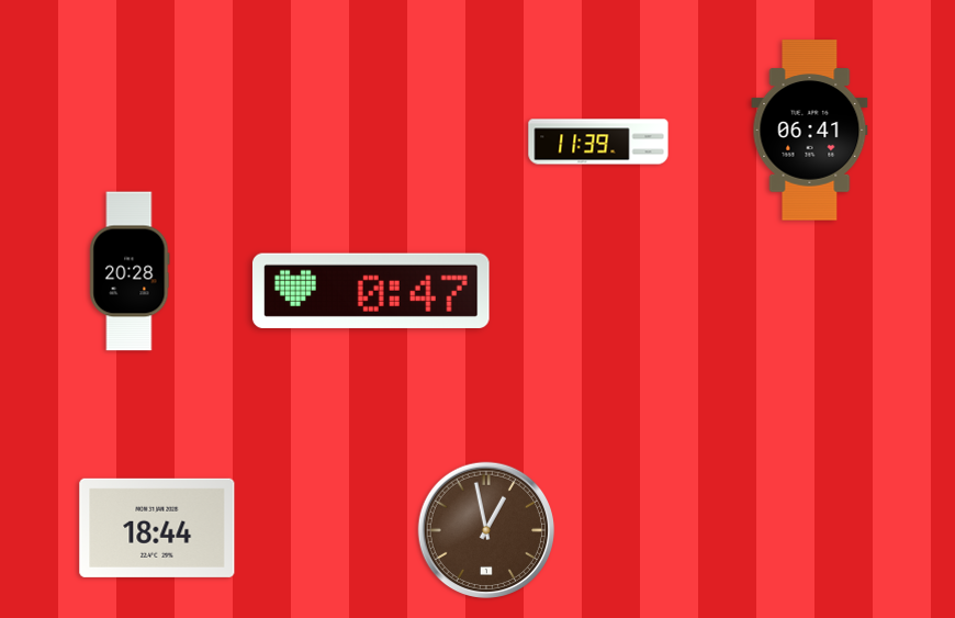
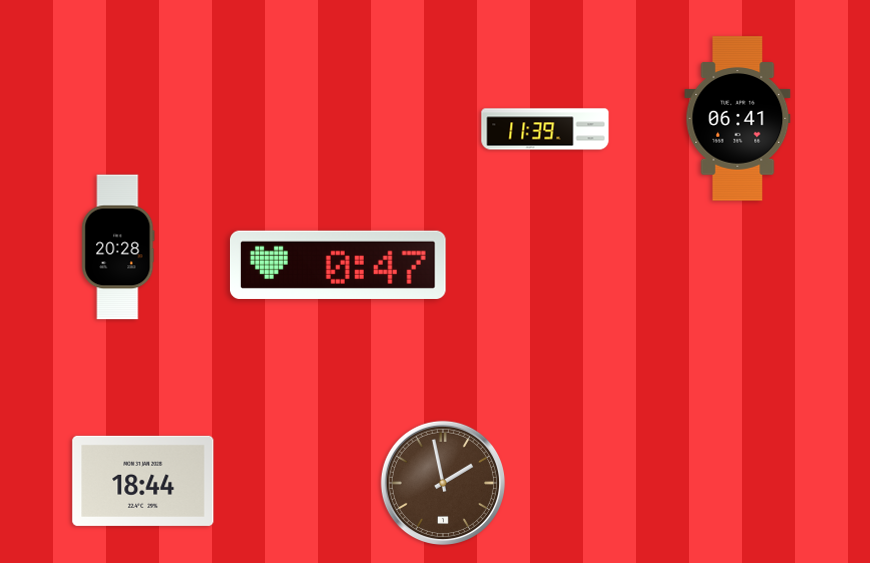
clock at (486, 530): 12:58 -> 1:58
